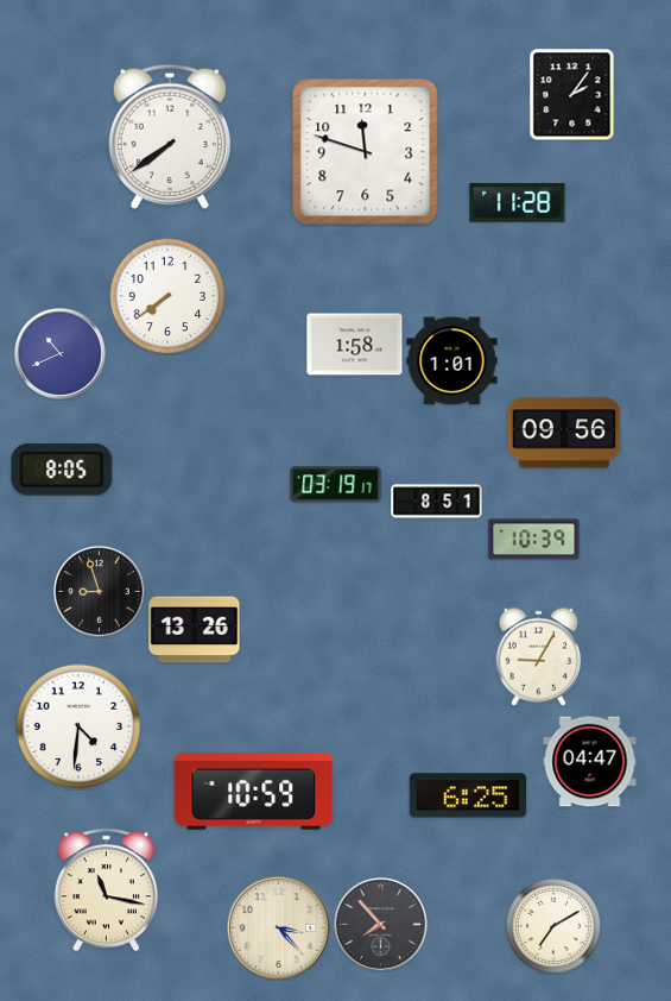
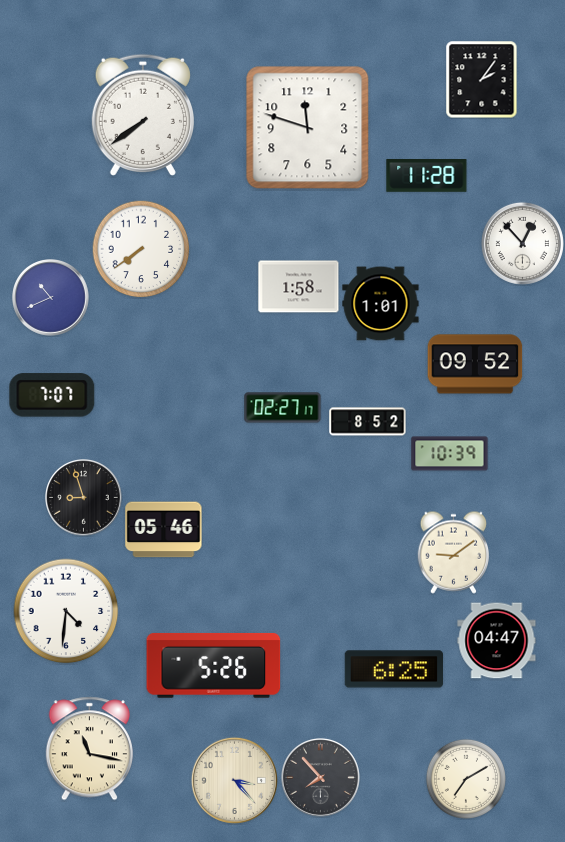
clock at (518, 203) position: (518, 203) -> (427, 176)
clock at (522, 243): none -> 12:53
clock at (355, 345) position: (355, 345) -> (299, 287)
clock at (564, 433): 09:56 -> 09:52
clock at (62, 470): 8:05 -> 7:07
clock at (336, 485): 03:19 -> 02:27
clock at (437, 502): 8:51 -> 8:52
clock at (195, 630): 13:26 -> 05:46
clock at (539, 656): 9:05 -> 9:09
clock at (254, 791): 10:59 -> 5:26
